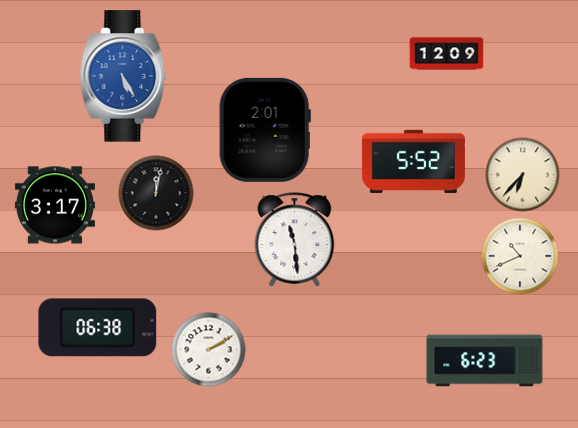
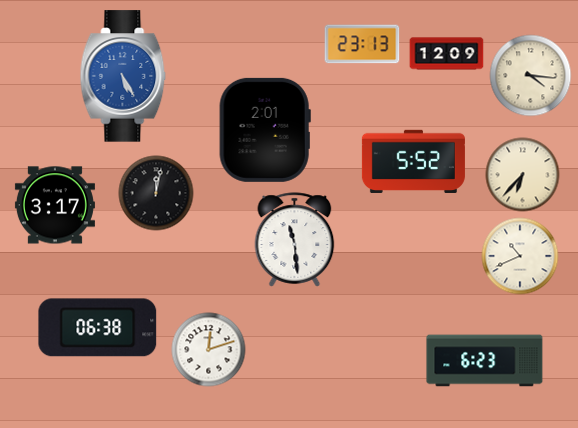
clock at (362, 44): none -> 23:13
clock at (531, 76): none -> 4:16
clock at (209, 350): 2:10 -> 12:12
